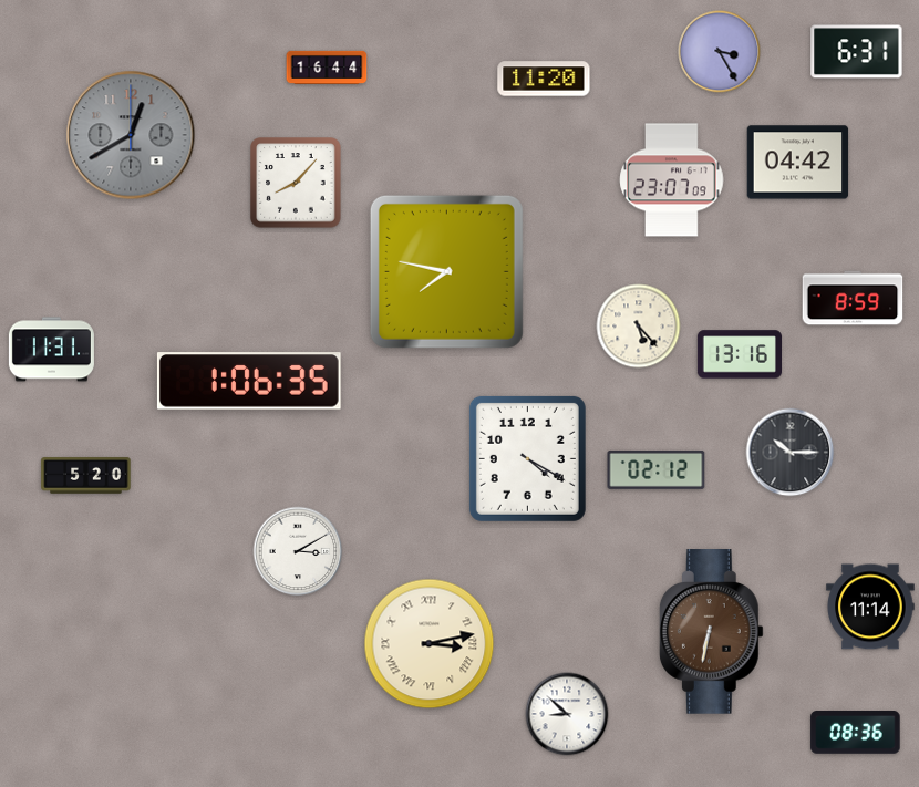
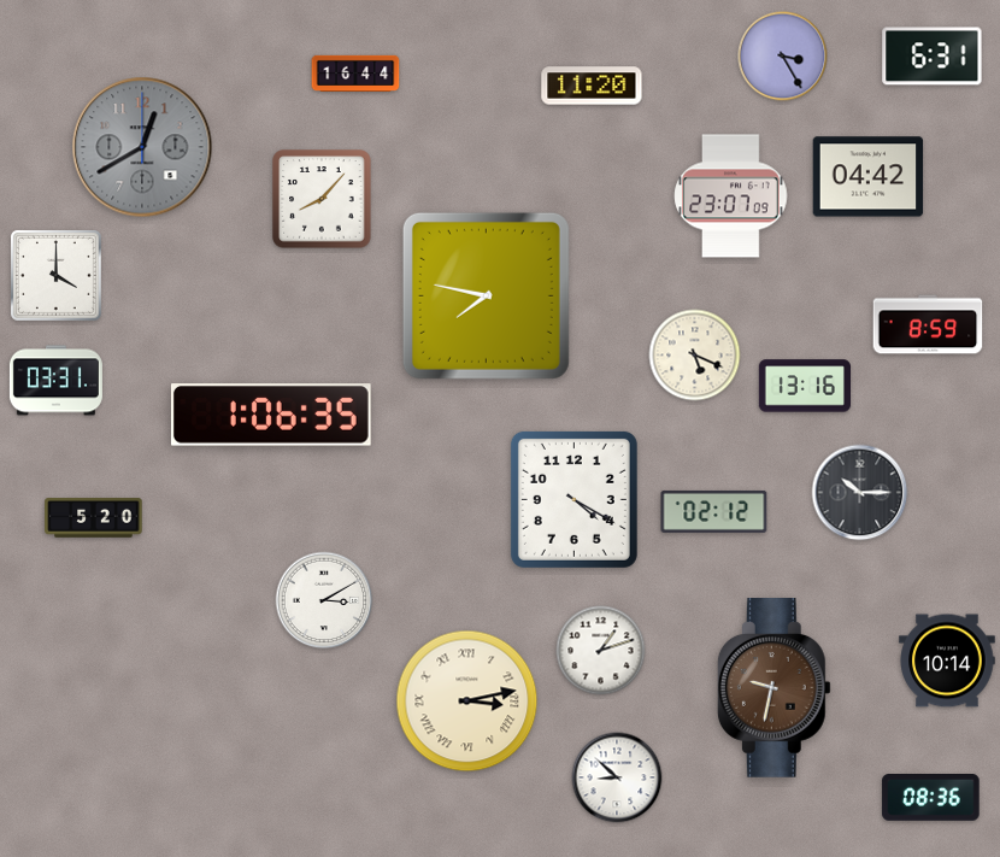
clock at (55, 275): none -> 4:00
clock at (639, 327): 5:23 -> 5:19
clock at (51, 350): 11:31 -> 03:31
clock at (601, 651): none -> 1:12
clock at (870, 607): 11:14 -> 10:14
clock at (711, 632): 6:32 -> 9:32
